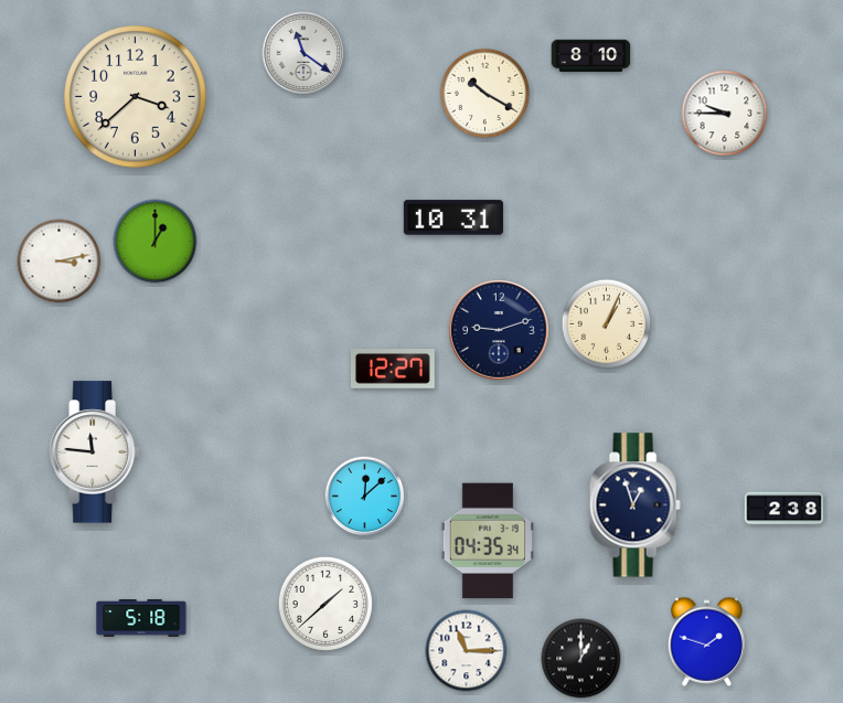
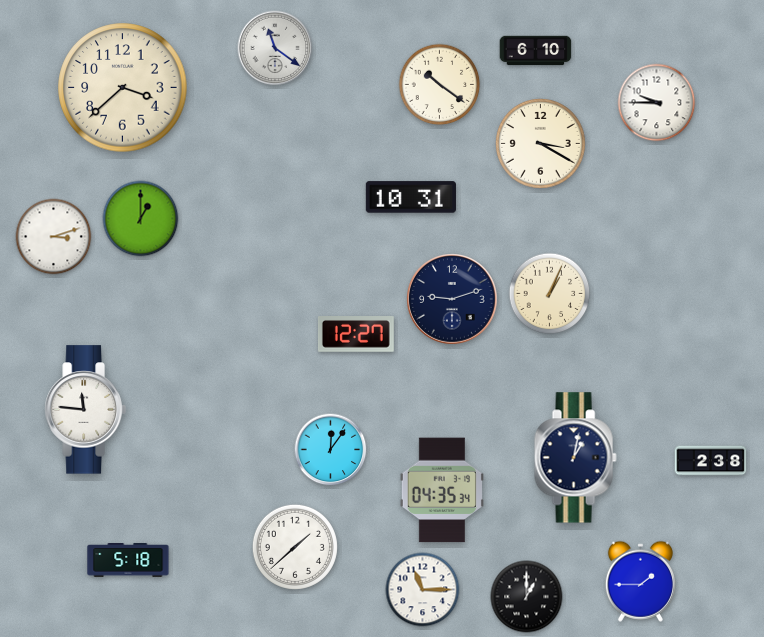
clock at (591, 56): 8:10 -> 6:10
clock at (485, 94): 10:20 -> 10:21
clock at (541, 144): none -> 3:20
clock at (60, 262): 3:13 -> 3:12
clock at (365, 497): 12:08 -> 12:06
clock at (634, 505): 12:57 -> 1:02
clock at (706, 641): 1:48 -> 1:45
